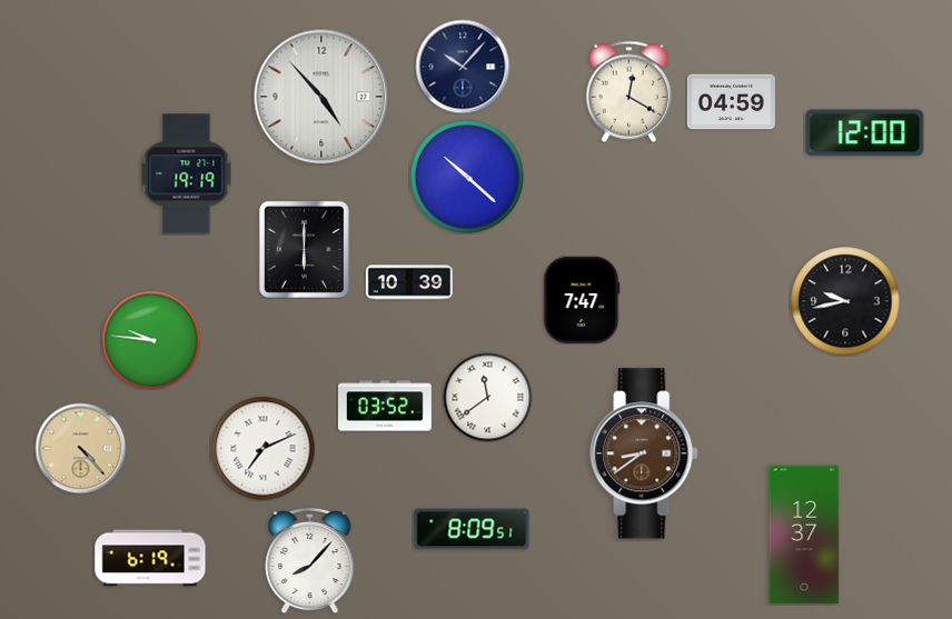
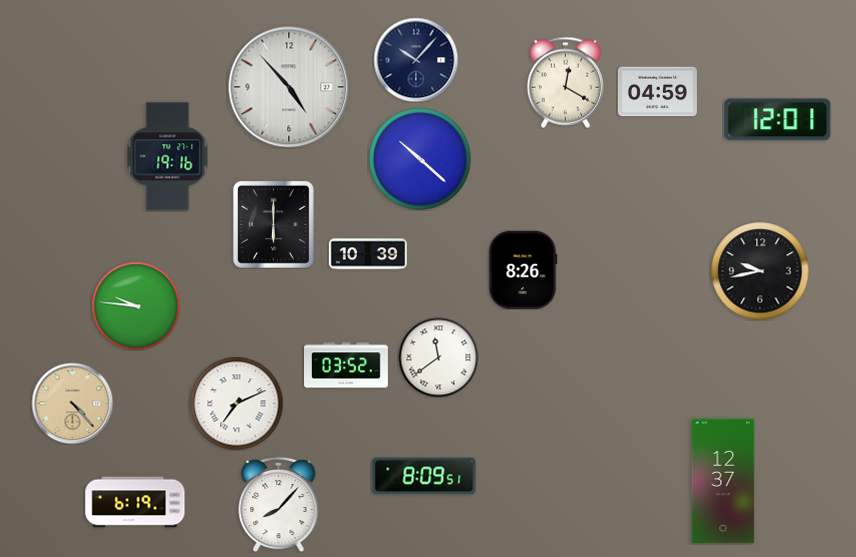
clock at (865, 133): 12:00 -> 12:01
clock at (187, 174): 19:19 -> 19:16
clock at (582, 300): 7:47 -> 8:26
clock at (644, 453): 8:39 -> none
